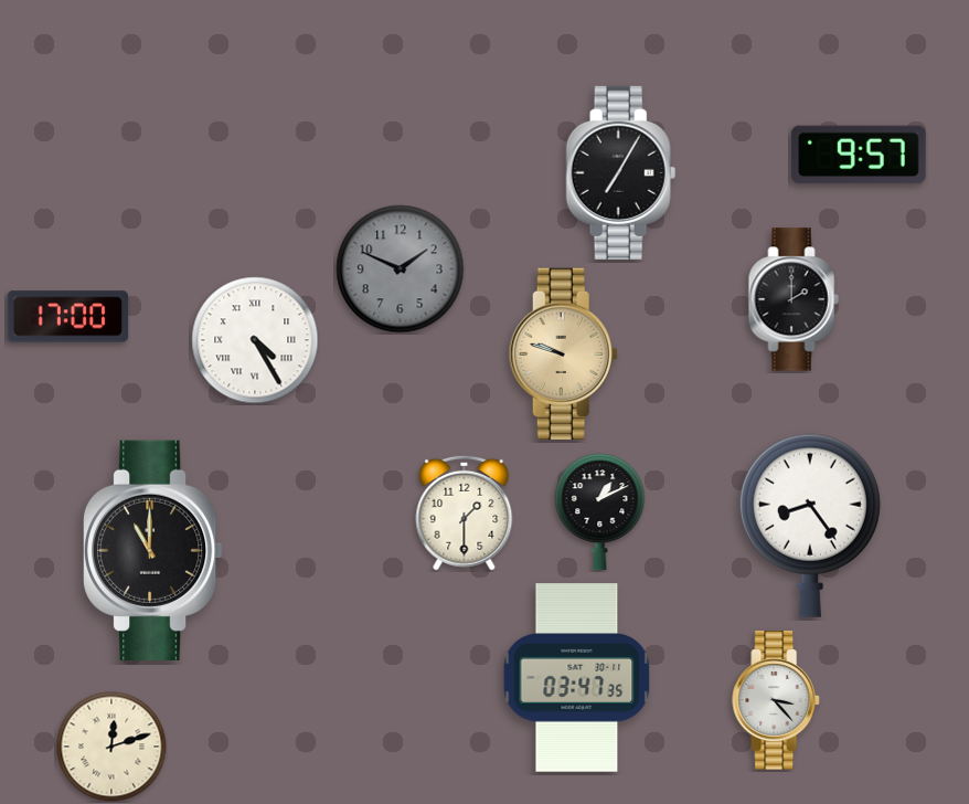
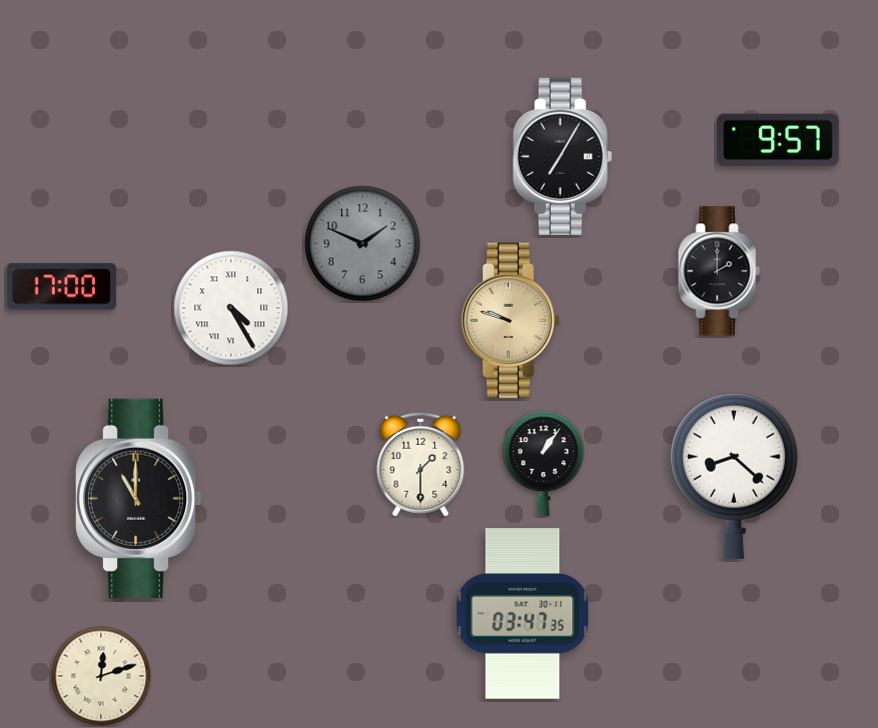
clock at (600, 512): 1:11 -> 1:06
clock at (810, 526): 8:24 -> 8:22
clock at (776, 700): 3:23 -> none
